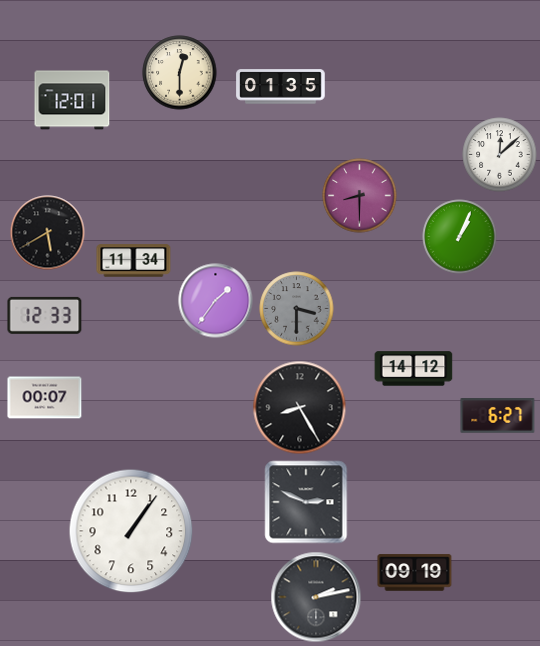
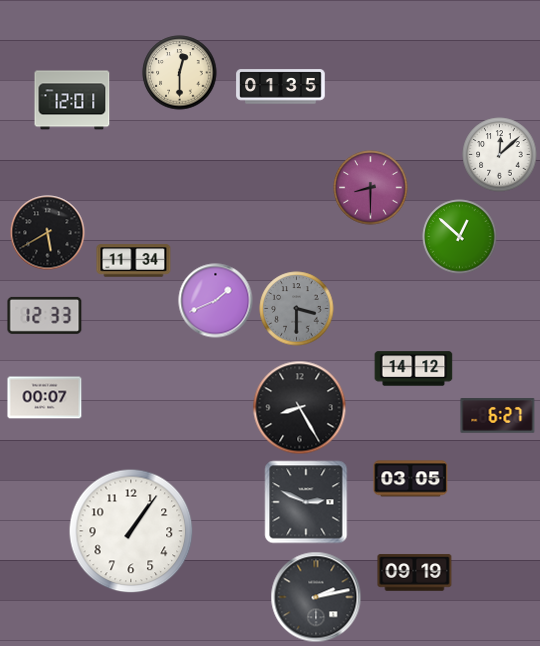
clock at (360, 196) position: (360, 196) -> (371, 188)
clock at (460, 237): 1:04 -> 12:52
clock at (216, 301): 1:36 -> 1:41
clock at (411, 479): none -> 03:05
